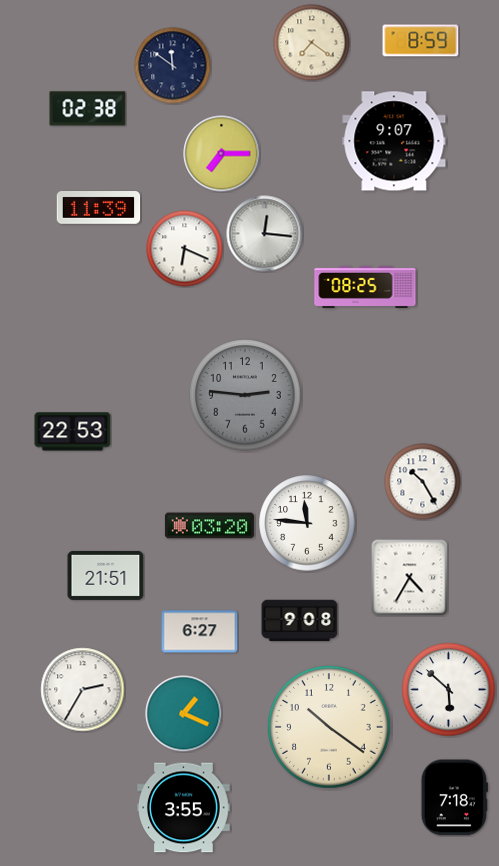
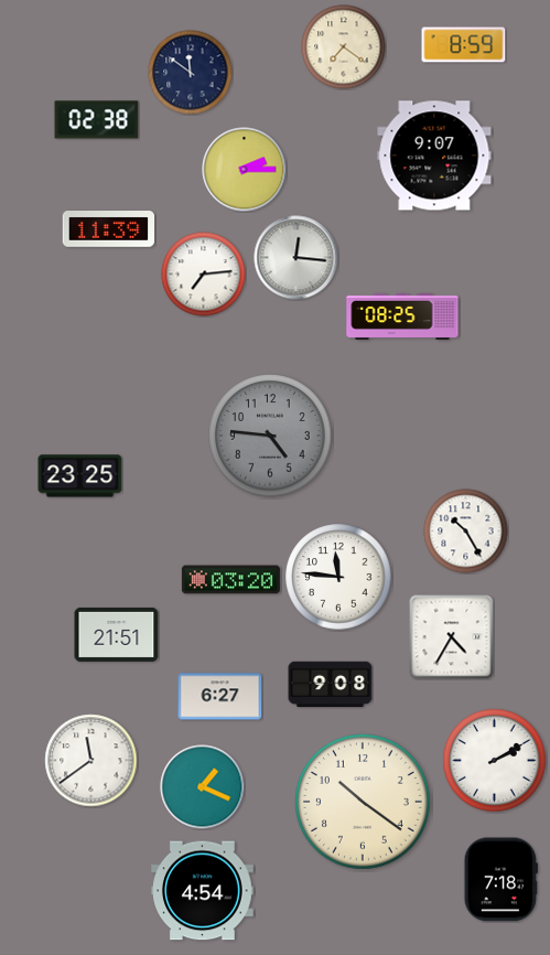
clock at (222, 154): 7:15 -> 2:15
clock at (265, 234) position: (265, 234) -> (296, 258)
clock at (185, 249): 6:19 -> 7:14
clock at (245, 395): 2:46 -> 4:46
clock at (73, 432): 22:53 -> 23:25
clock at (83, 690): 2:35 -> 11:39
clock at (449, 690): 5:52 -> 2:10
clock at (184, 808): 3:55 -> 4:54
